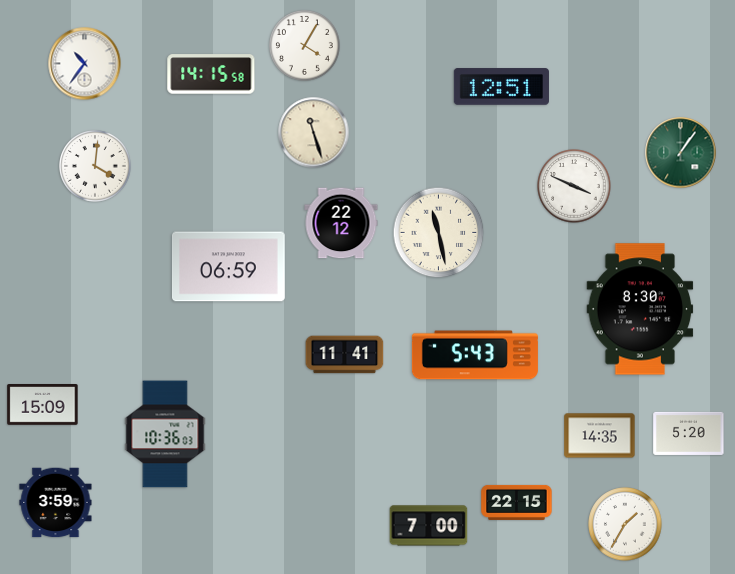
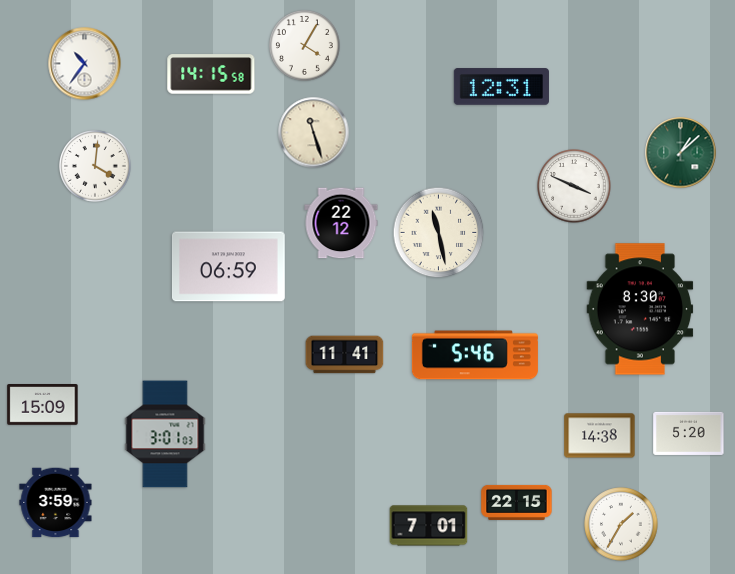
clock at (501, 87): 12:51 -> 12:31
clock at (681, 153): 1:06 -> 1:08
clock at (475, 355): 5:43 -> 5:46
clock at (165, 434): 10:36 -> 3:01
clock at (600, 436): 14:35 -> 14:38
clock at (625, 524) position: (625, 524) -> (621, 524)
clock at (429, 526): 7:00 -> 7:01
